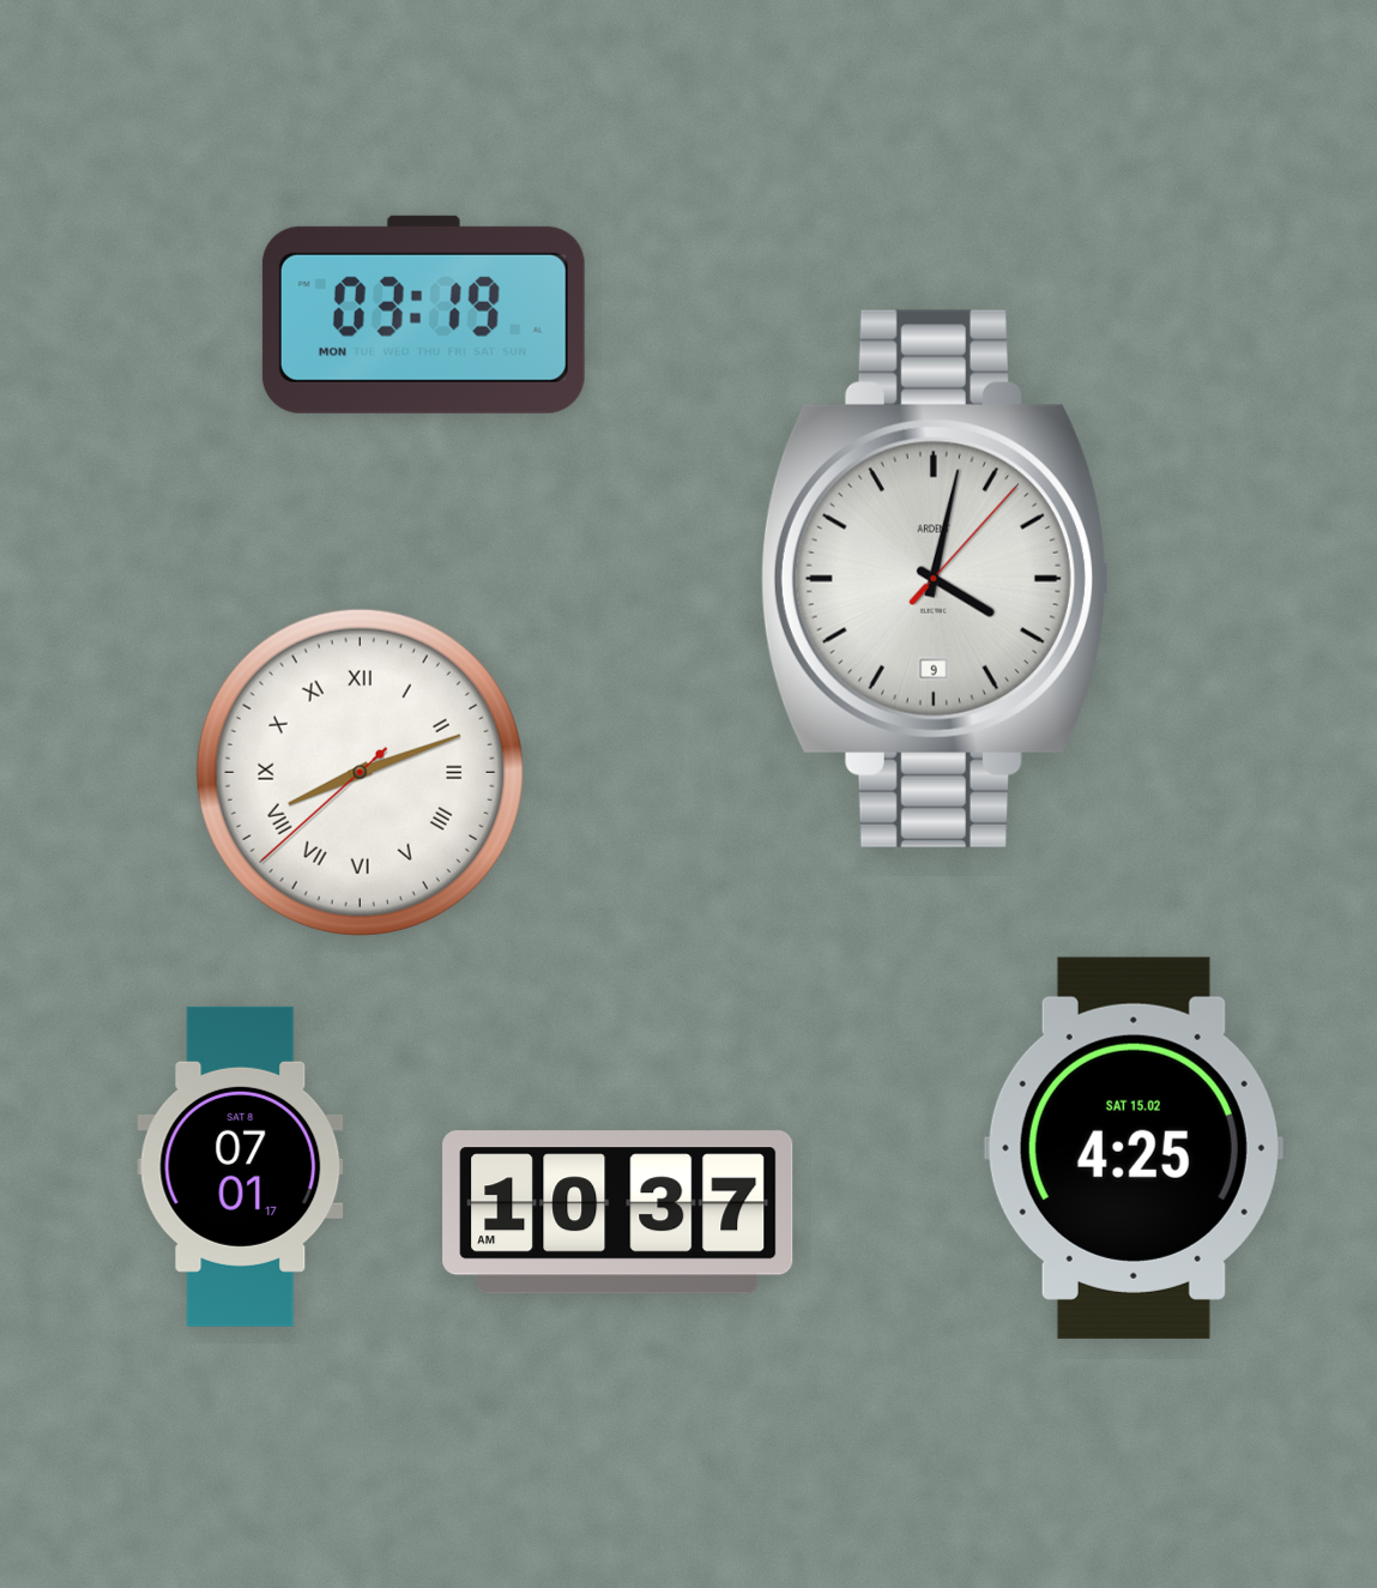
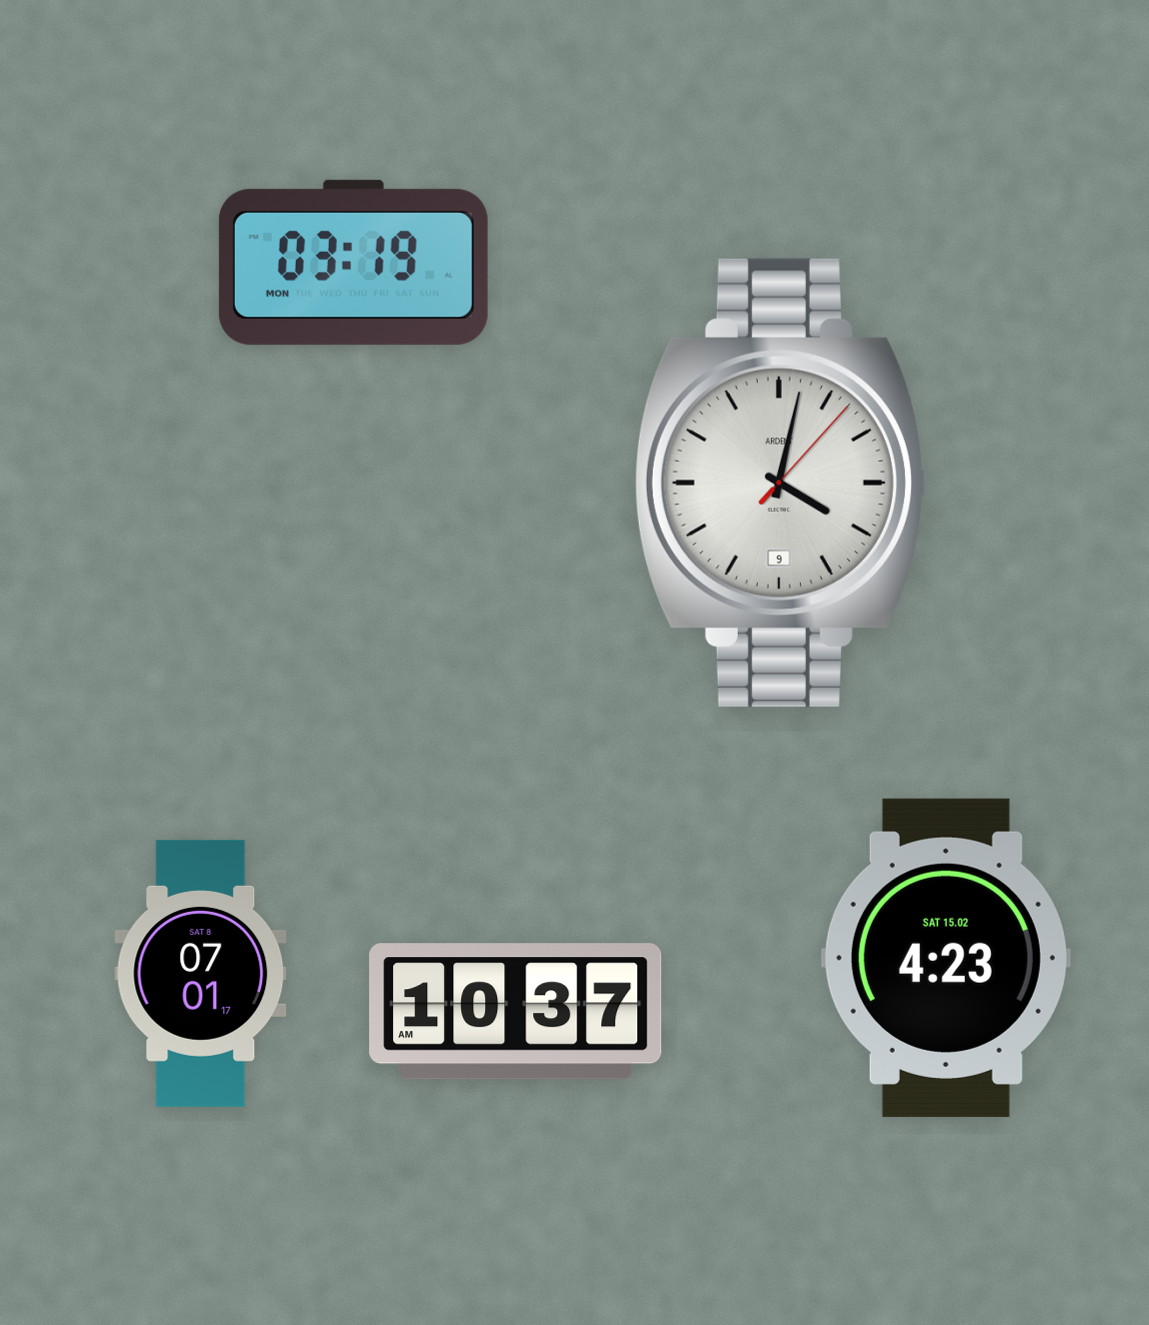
clock at (360, 772): 8:11 -> none
clock at (1134, 1148): 4:25 -> 4:23
